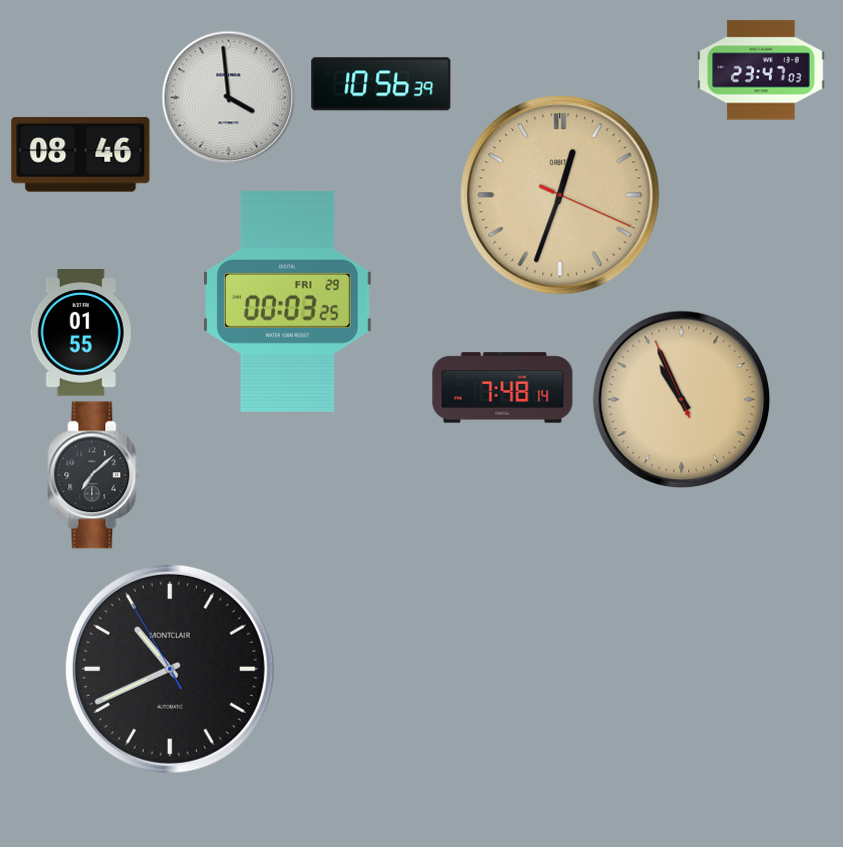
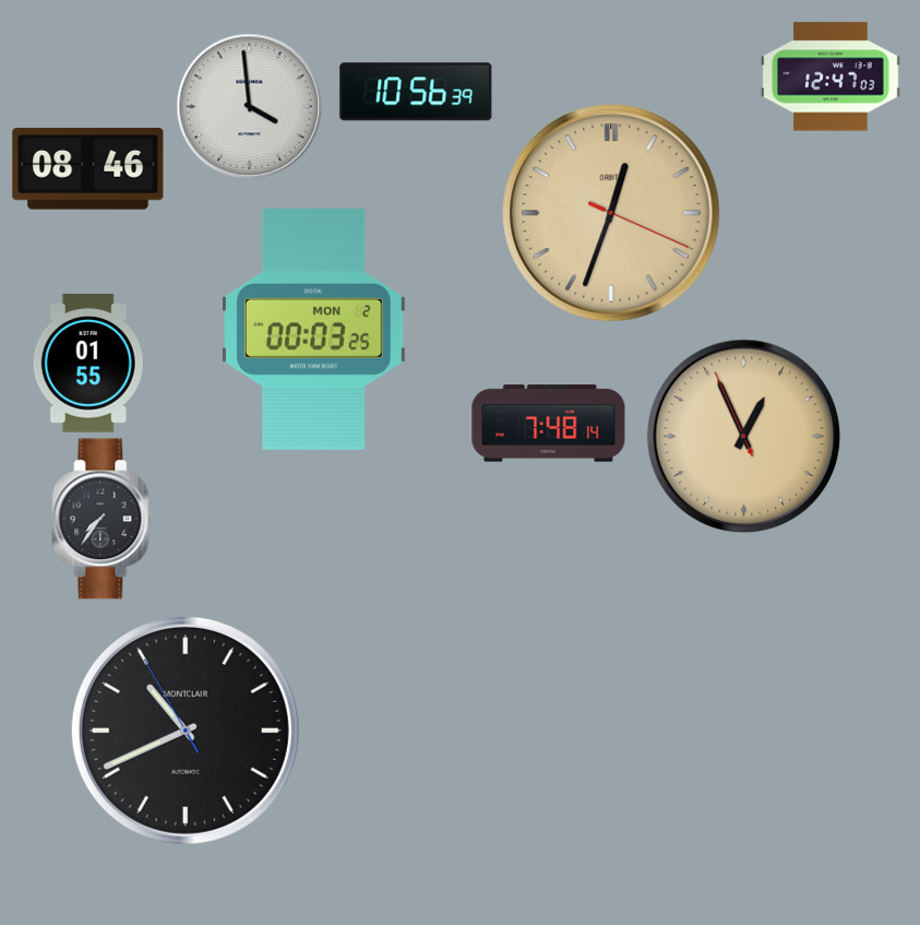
clock at (761, 70): 23:47 -> 12:47
clock at (288, 301) date: FRI 29 -> MON 2
clock at (682, 400): 10:55 -> 12:55
clock at (94, 475): 7:08 -> 7:36
